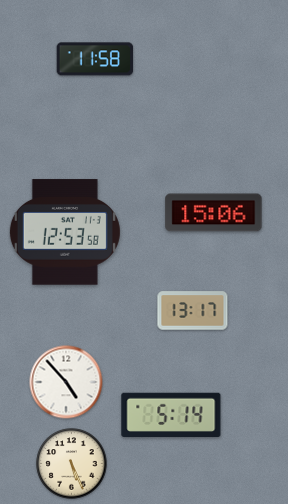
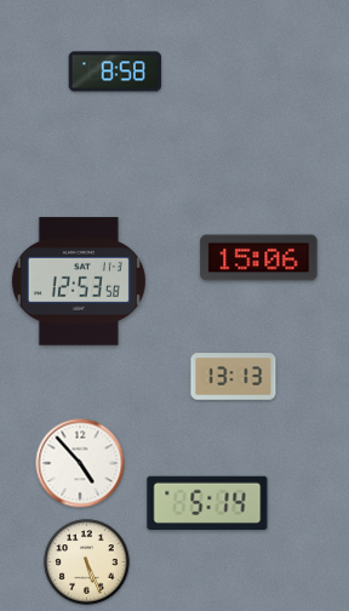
clock at (95, 59): 11:58 -> 8:58
clock at (193, 311): 13:17 -> 13:13
